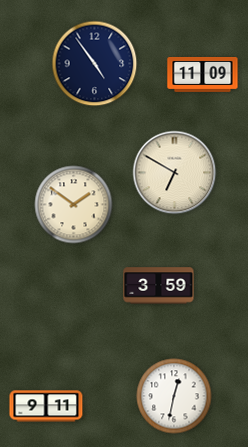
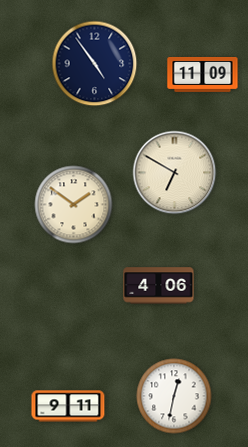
clock at (159, 286): 3:59 -> 4:06
clock at (46, 406) position: (46, 406) -> (68, 406)
